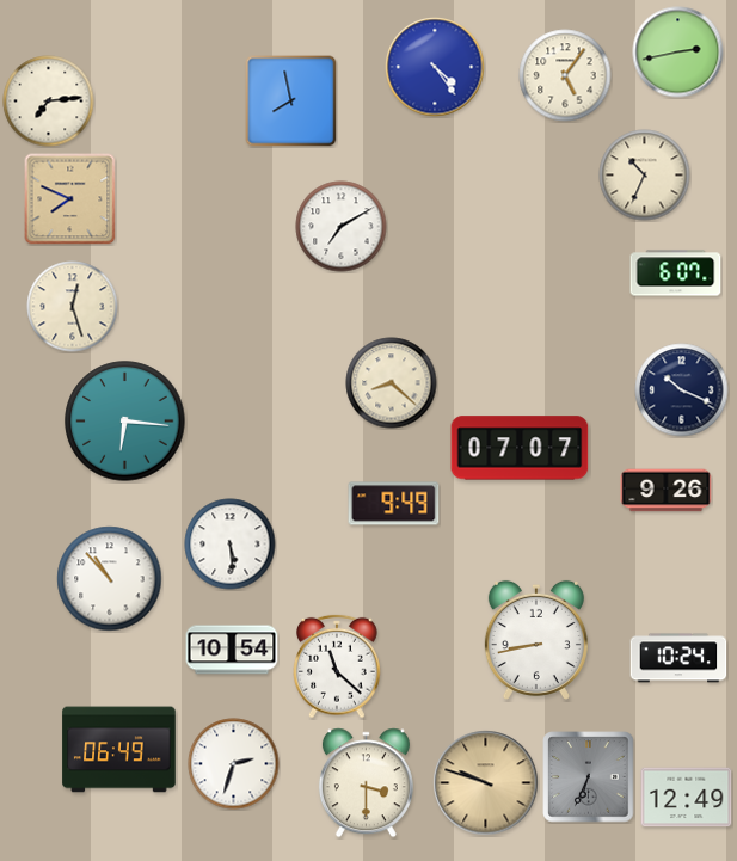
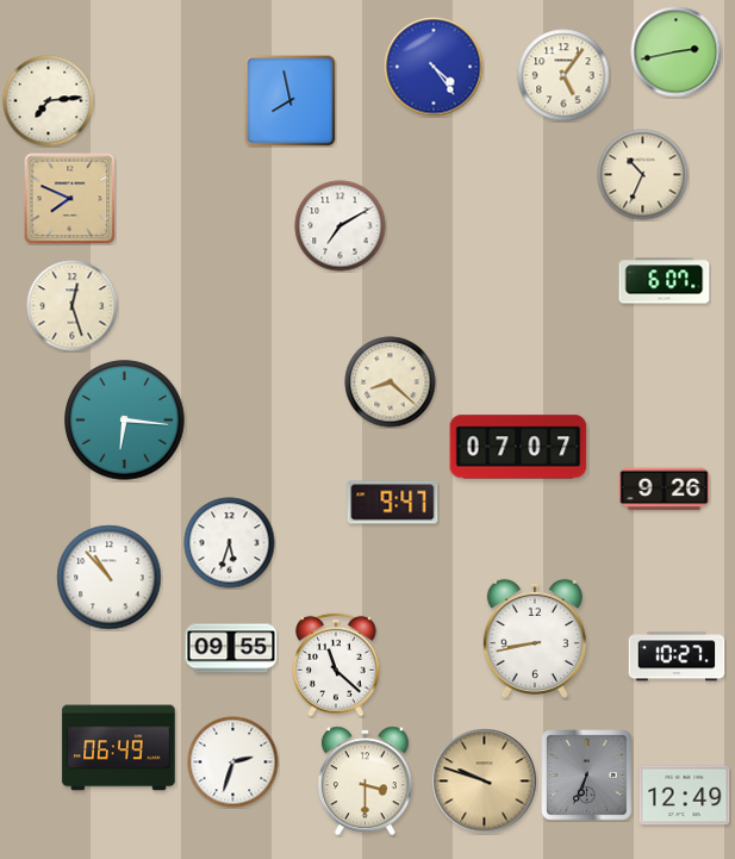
clock at (676, 273) position: (676, 273) -> (665, 281)
clock at (682, 390): 10:19 -> none
clock at (394, 504): 9:49 -> 9:47
clock at (231, 545): 5:29 -> 5:33
clock at (232, 650): 10:54 -> 09:55
clock at (678, 658): 10:24 -> 10:27
